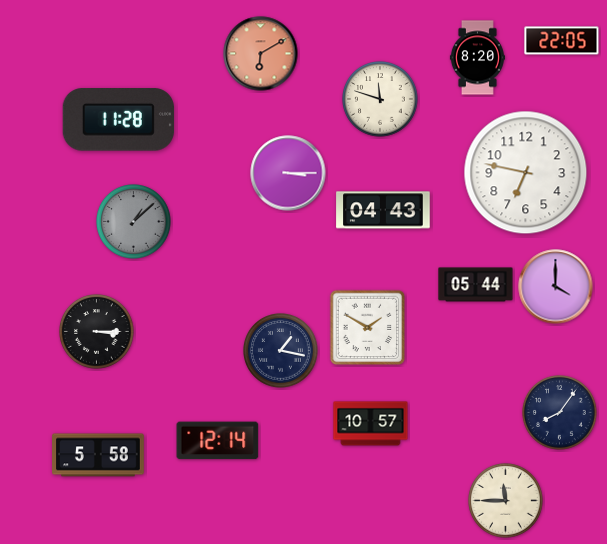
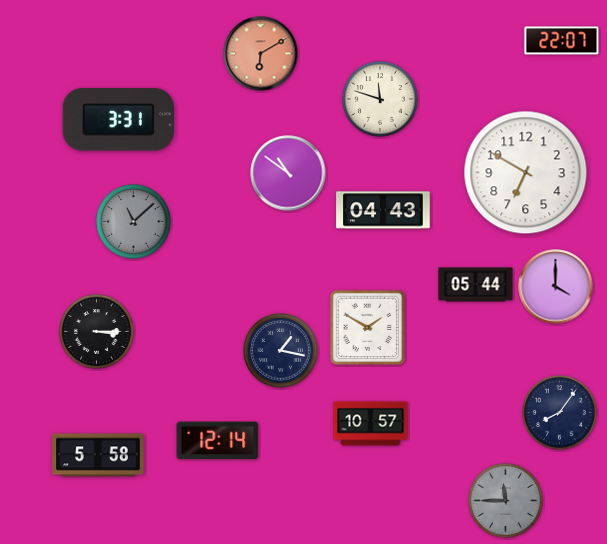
clock at (562, 41): 22:05 -> 22:07
clock at (477, 58): 8:20 -> none
clock at (118, 120): 11:28 -> 3:31
clock at (288, 173): 3:15 -> 10:51
clock at (526, 173): 6:47 -> 6:50
clock at (134, 222): 1:08 -> 11:08
clock at (506, 501) dial: cream -> grey
